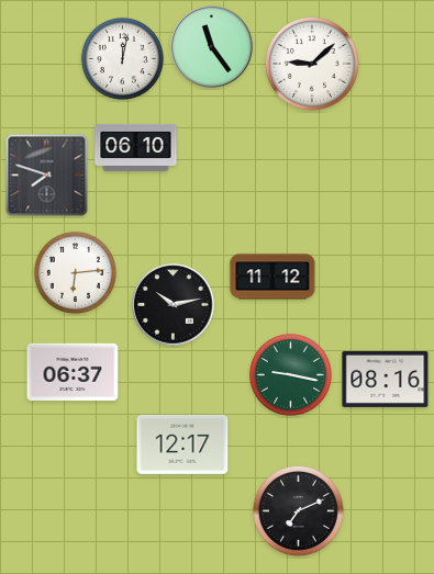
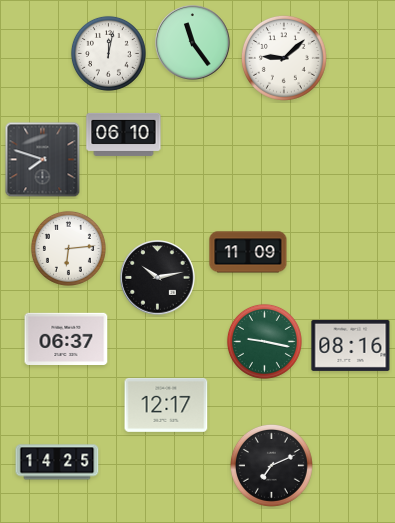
clock at (122, 58) position: (122, 58) -> (108, 53)
clock at (272, 277): 11:12 -> 11:09
clock at (57, 462): none -> 14:25
